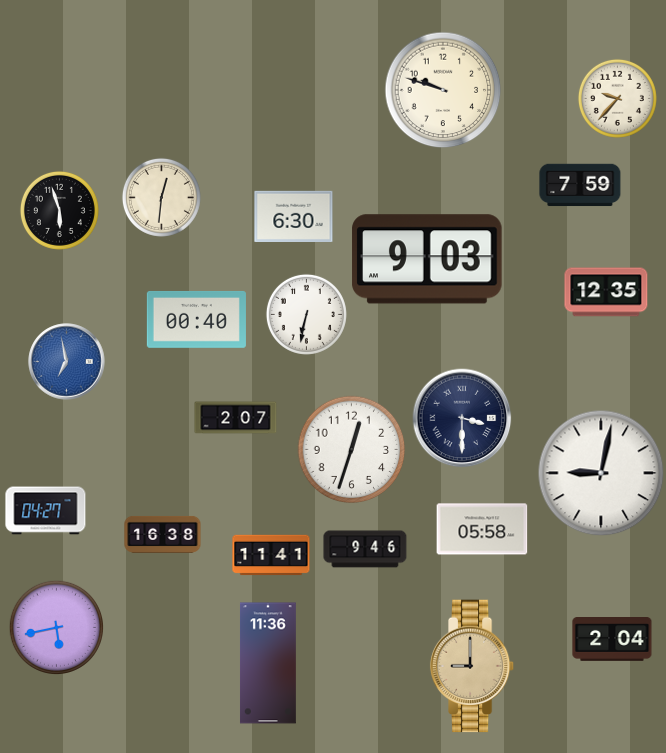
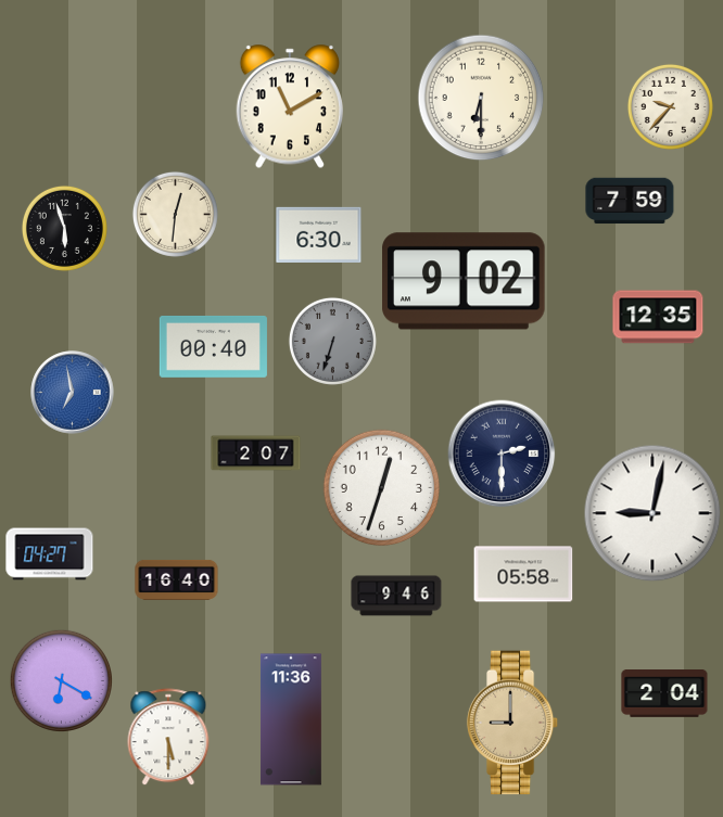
clock at (443, 90): 9:48 -> 6:30
clock at (289, 106): none -> 11:10
clock at (427, 259): 9:03 -> 9:02
clock at (306, 314): 6:32 -> 6:33
clock at (306, 314) dial: white -> grey
clock at (462, 418): 3:30 -> 2:30
clock at (163, 534): 16:38 -> 16:40
clock at (271, 555): 11:41 -> none
clock at (56, 627): 5:43 -> 6:20
clock at (168, 737): none -> 5:30
